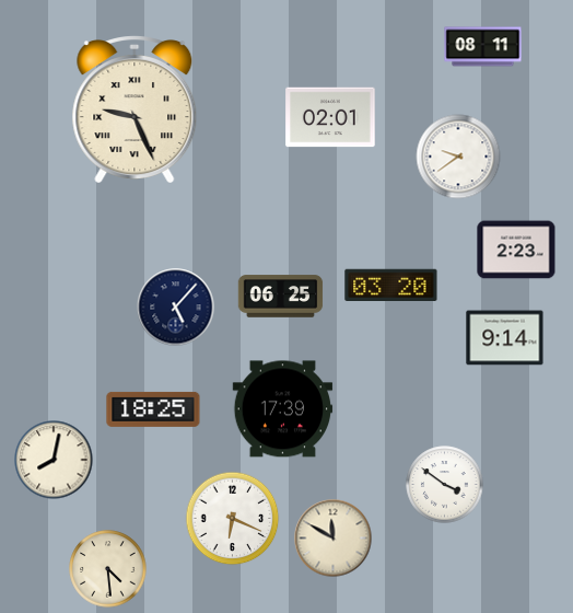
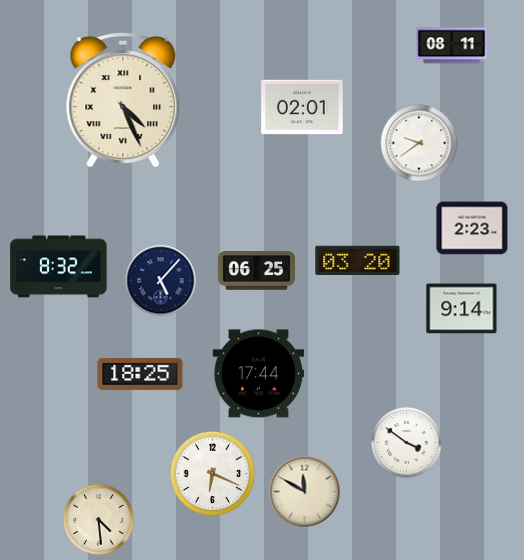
clock at (483, 47) position: (483, 47) -> (452, 46)
clock at (135, 109): 9:26 -> 4:26
clock at (59, 267): none -> 8:32
clock at (283, 409): 17:39 -> 17:44
clock at (54, 460): 8:02 -> none
